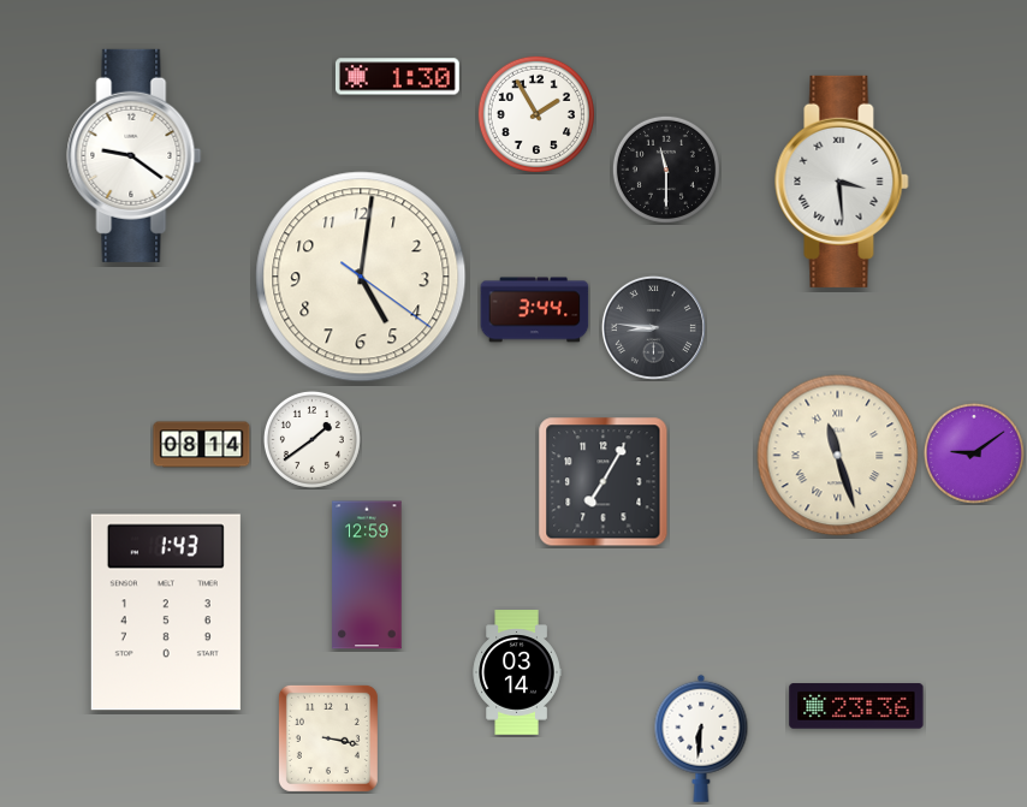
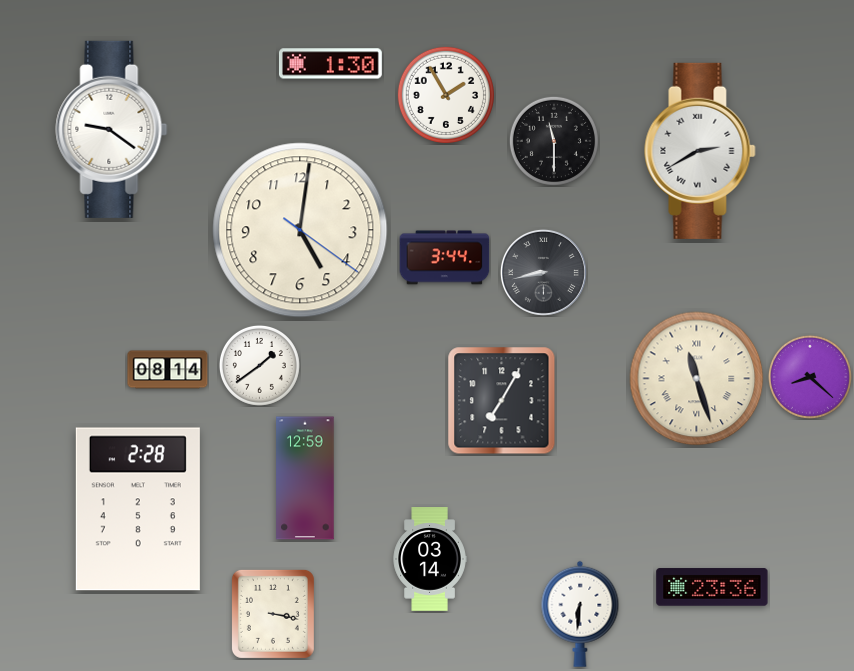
clock at (842, 182): 3:29 -> 2:40
clock at (653, 327): 8:46 -> 8:43
clock at (974, 453): 9:09 -> 8:22
clock at (166, 612): 1:43 -> 2:28
clock at (701, 738) position: (701, 738) -> (580, 614)
